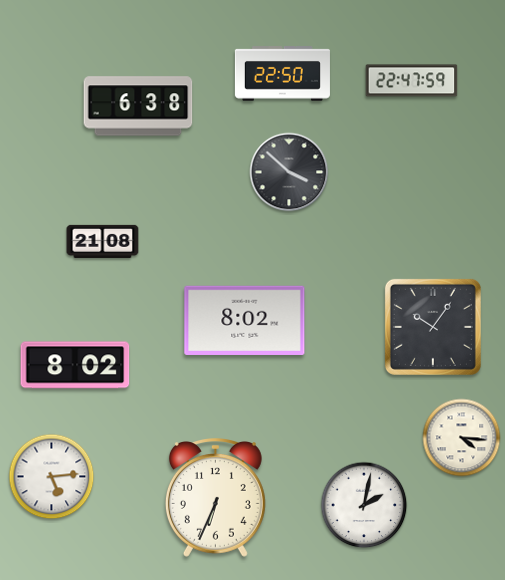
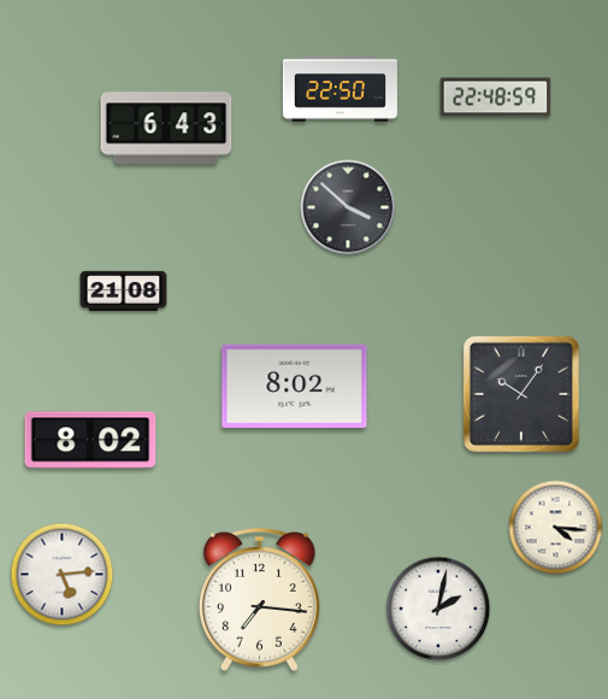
clock at (412, 81): 22:47 -> 22:48
clock at (138, 106): 6:38 -> 6:43
clock at (215, 498): 6:34 -> 7:16
